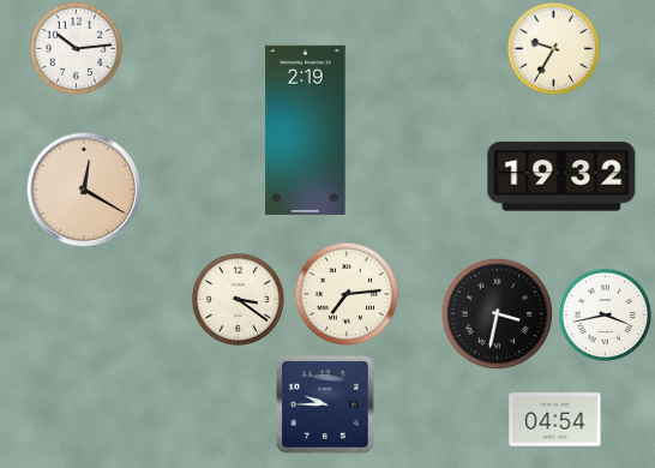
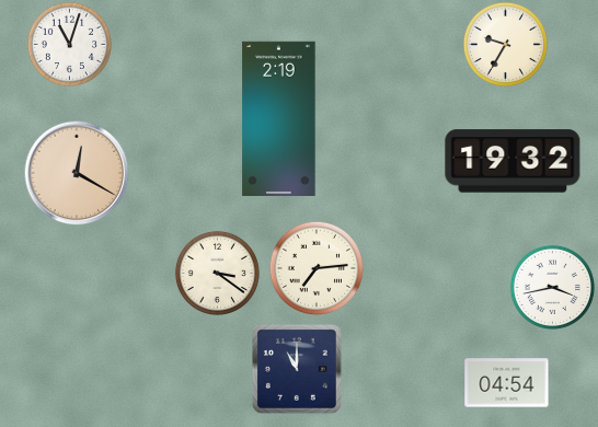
clock at (76, 48): 10:14 -> 11:03
clock at (497, 313): 3:32 -> none
clock at (325, 404): 9:45 -> 11:00
